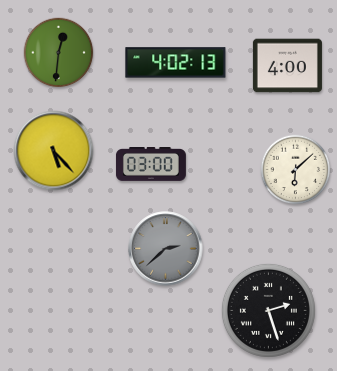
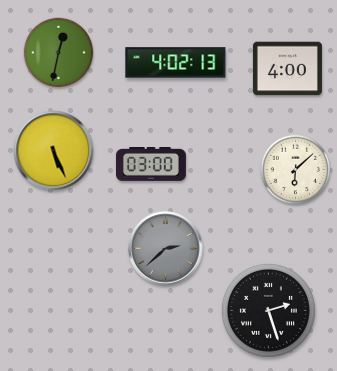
clock at (59, 53): 12:31 -> 12:32
clock at (287, 66) position: (287, 66) -> (287, 69)
clock at (54, 151): 5:23 -> 5:26
